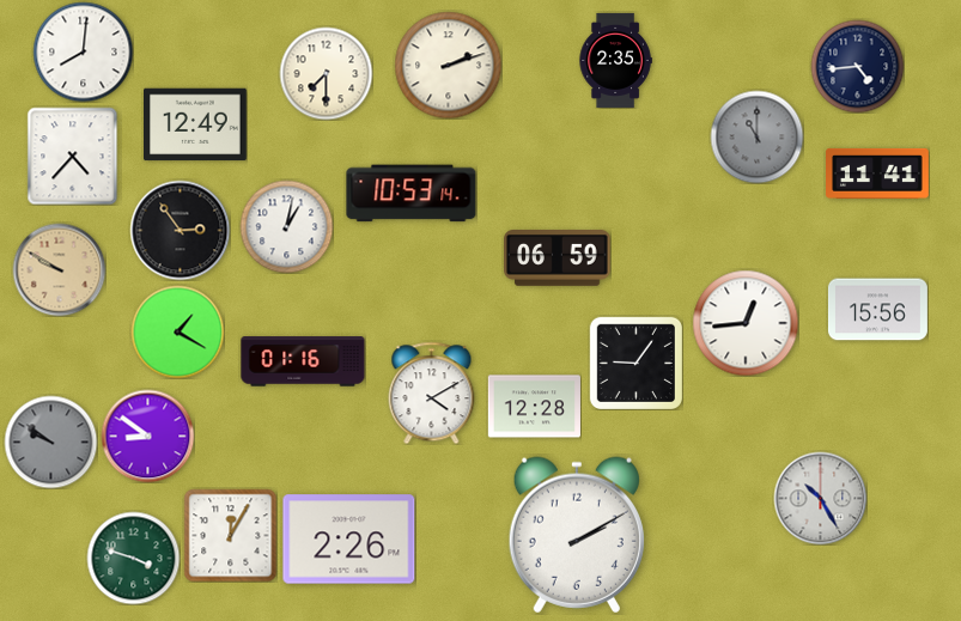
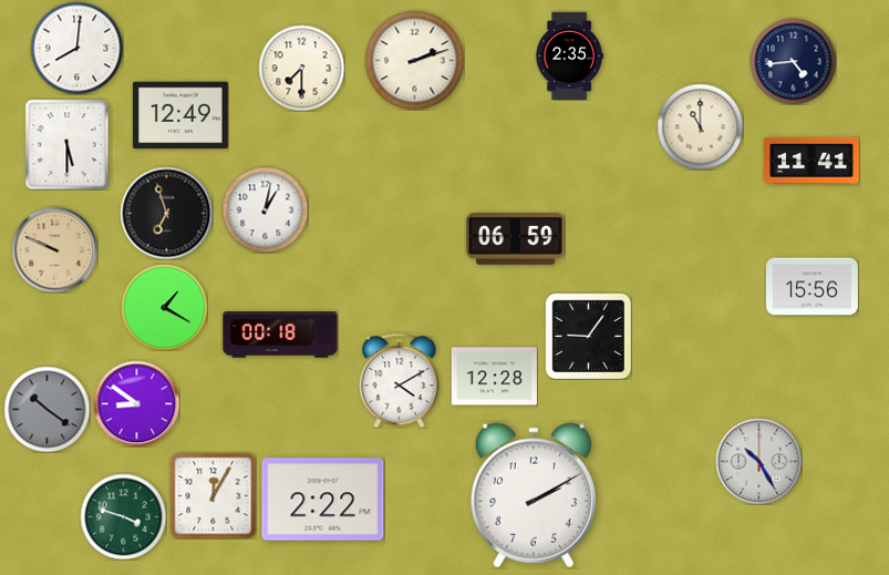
clock at (756, 136) dial: grey -> cream
clock at (73, 156): 4:37 -> 5:30
clock at (412, 194): 10:53 -> none
clock at (180, 230): 2:54 -> 6:57
clock at (59, 269): 9:50 -> 9:49
clock at (746, 323): 12:44 -> none
clock at (303, 361): 01:16 -> 00:18
clock at (432, 392) position: (432, 392) -> (400, 380)
clock at (50, 442): 9:51 -> 10:21
clock at (349, 540): 2:26 -> 2:22
